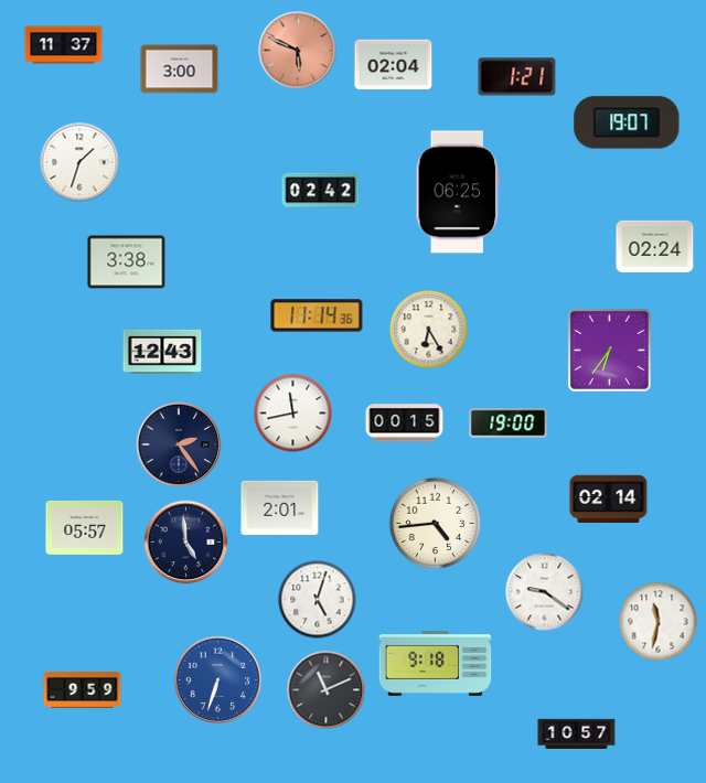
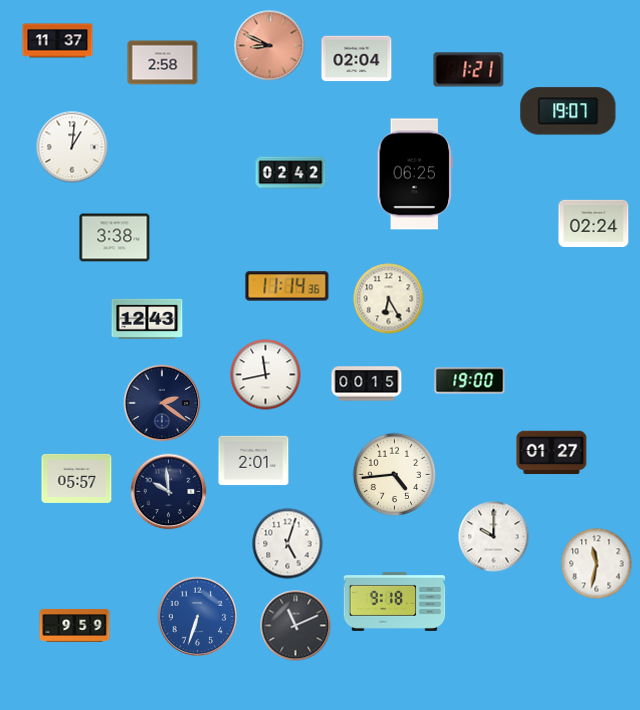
clock at (298, 51): 5:49 -> 8:49
clock at (180, 69): 3:00 -> 2:58
clock at (79, 162): 1:33 -> 1:01
clock at (609, 350): 6:36 -> none
clock at (509, 423) position: (509, 423) -> (470, 381)
clock at (179, 444): 2:24 -> 2:21
clock at (609, 500): 02:14 -> 01:27
clock at (186, 543): 4:59 -> 9:59
clock at (545, 592): 9:21 -> 10:00
clock at (577, 734): 10:57 -> none
